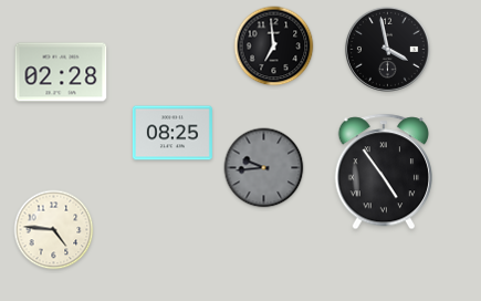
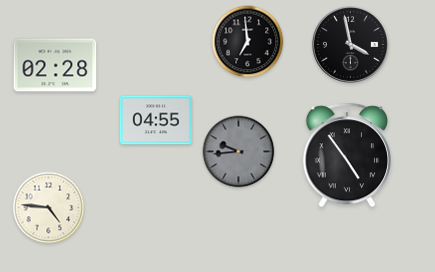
clock at (172, 133): 08:25 -> 04:55
